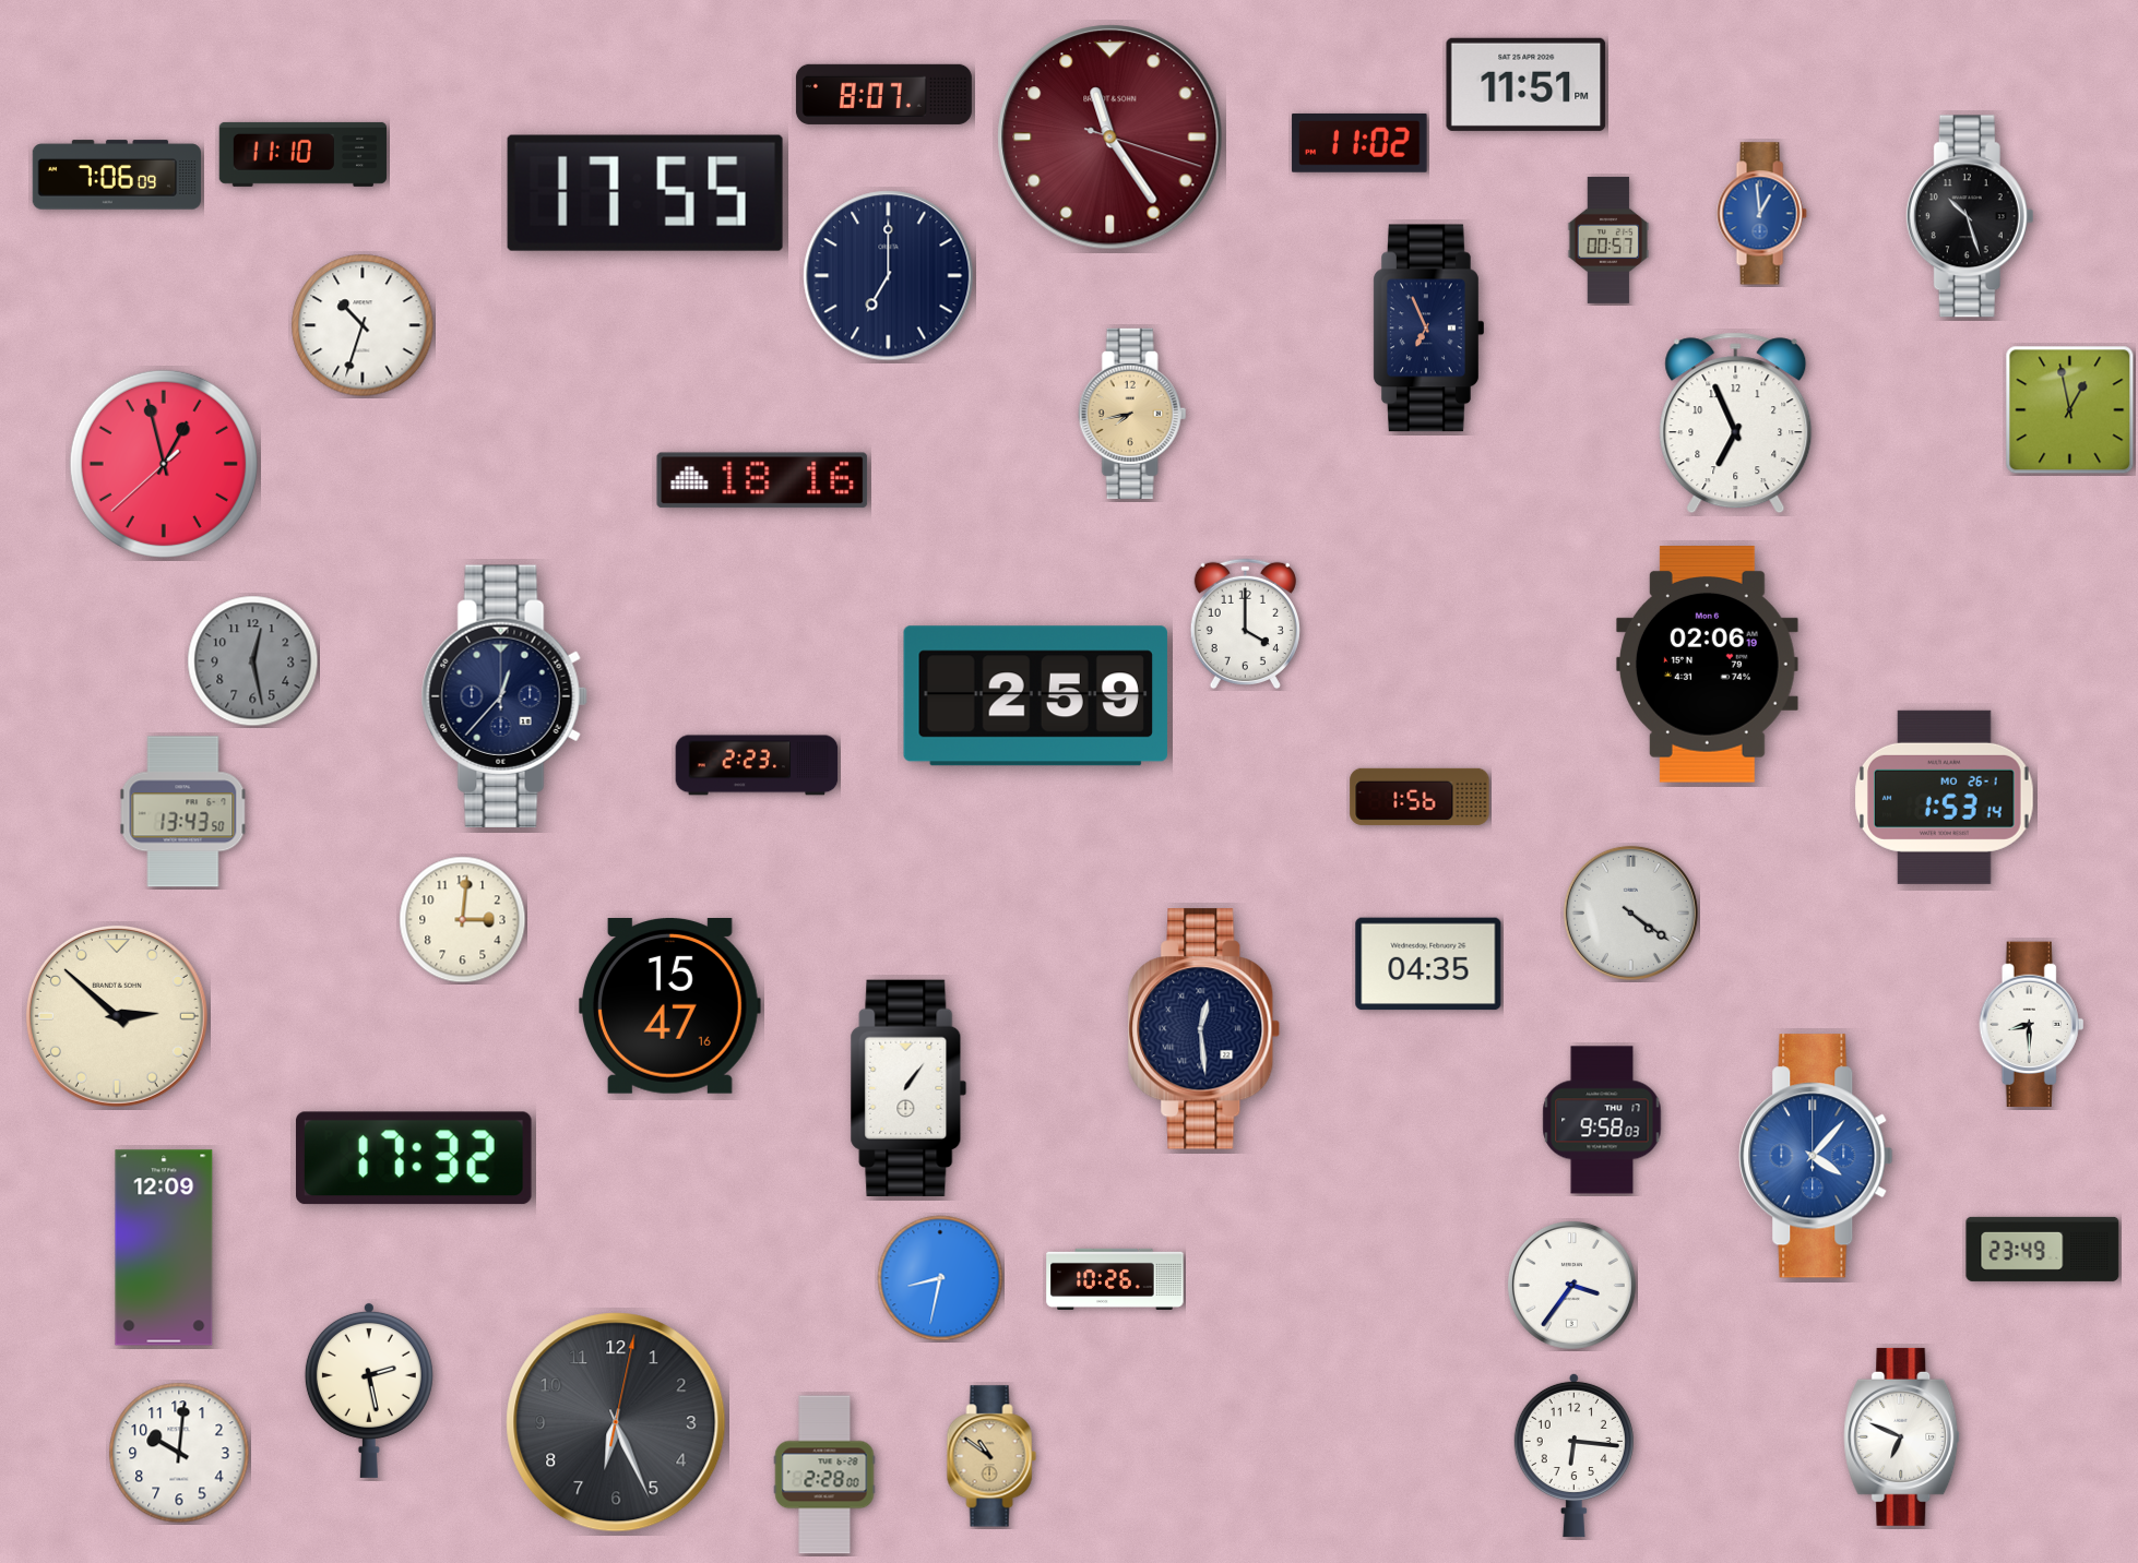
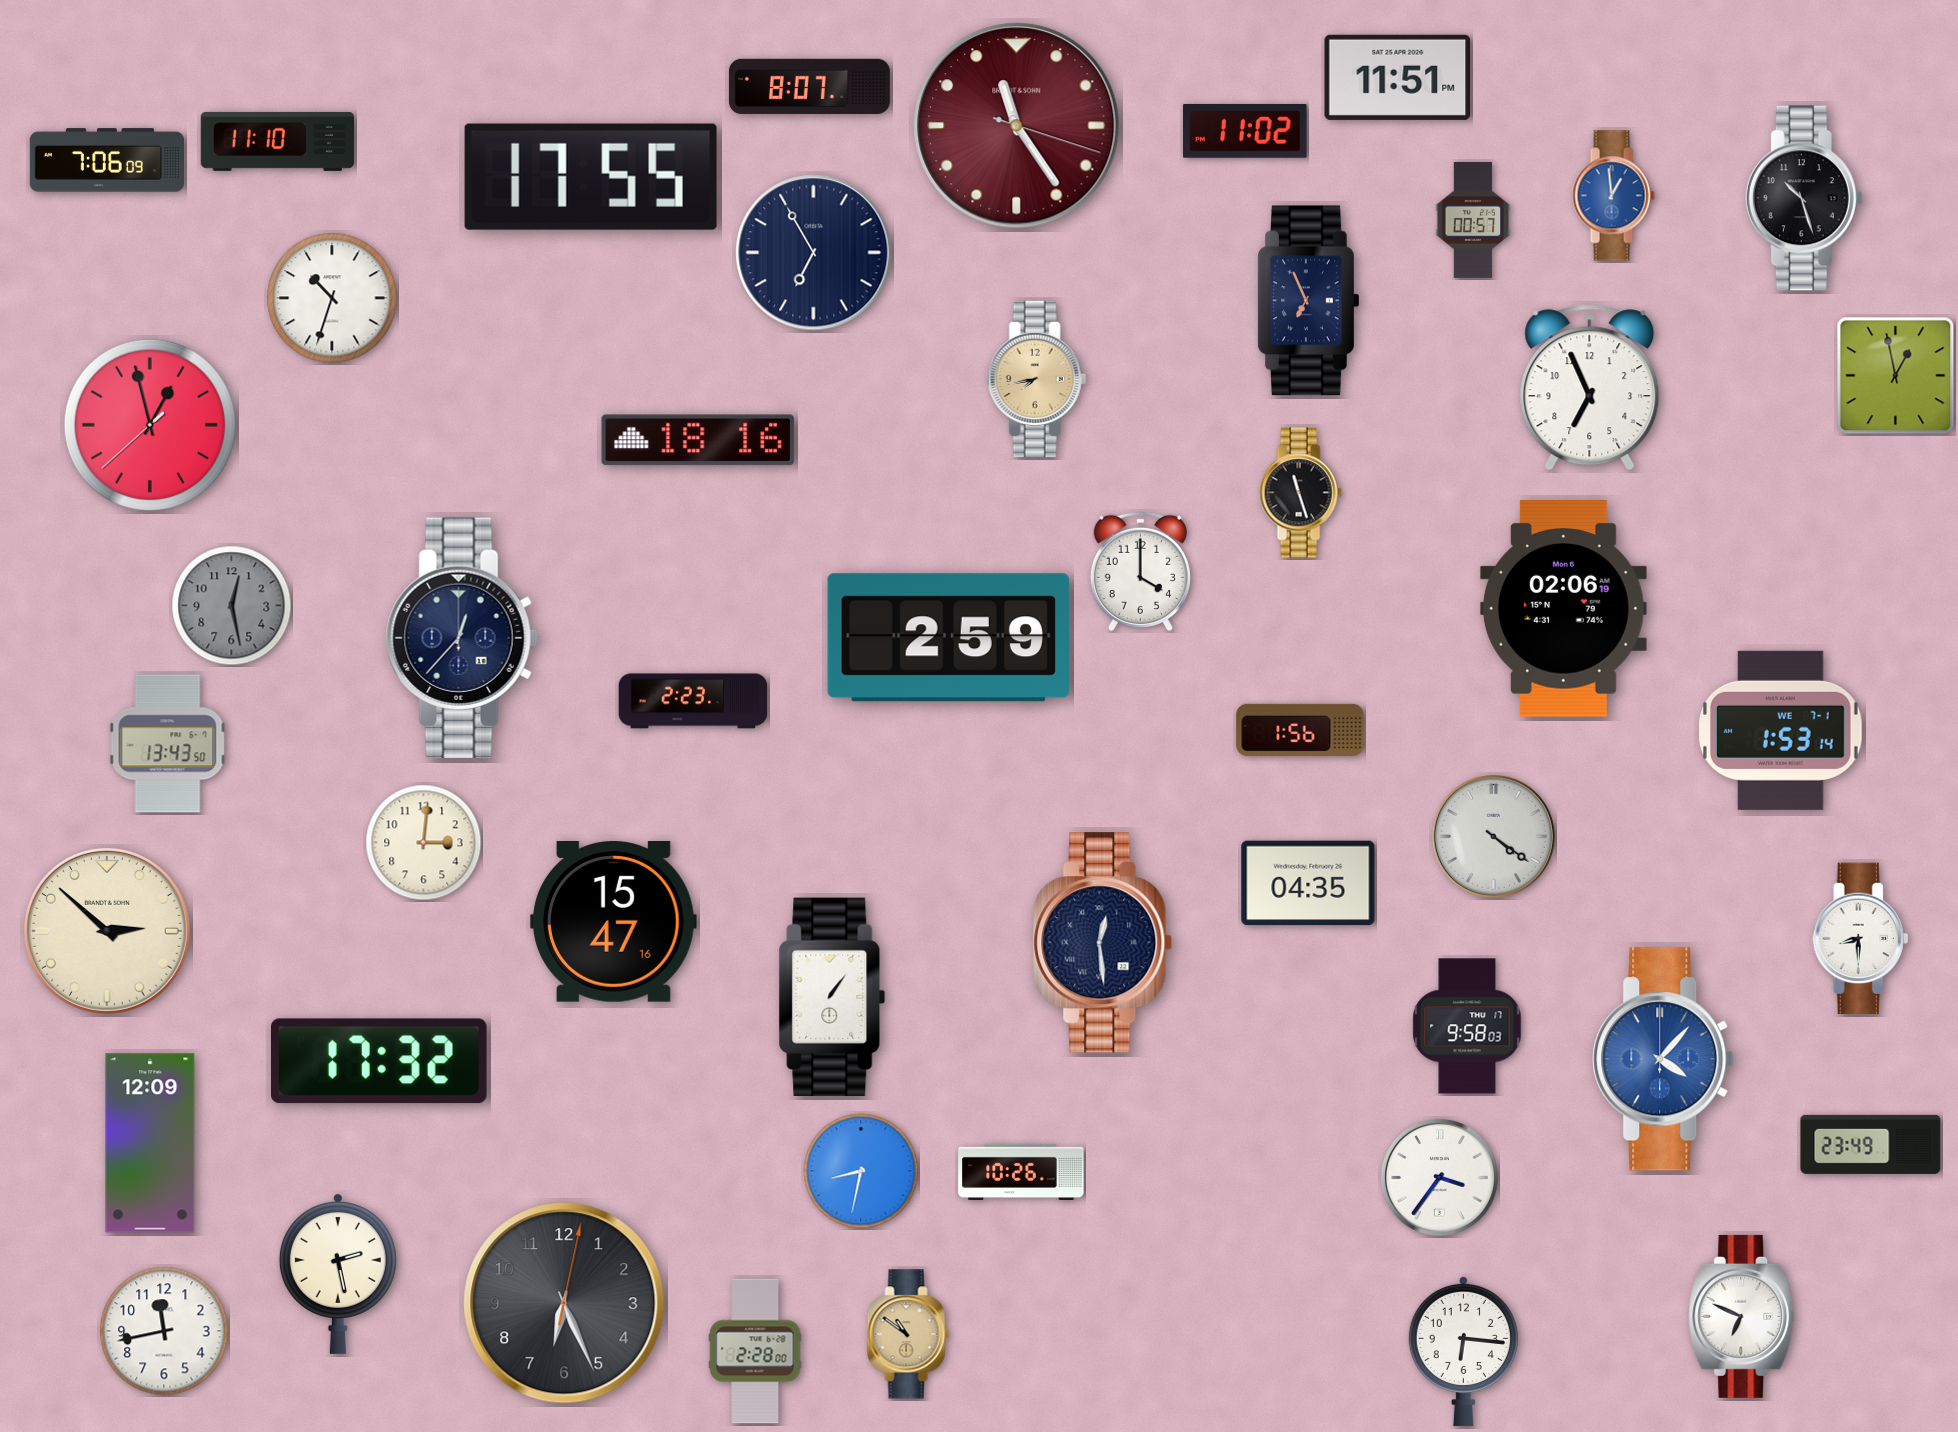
clock at (889, 276): 7:00 -> 6:55
clock at (1300, 493): none -> 11:27
clock at (1945, 797) date: MO 26-1 -> WE 7-1
clock at (179, 1453): 10:01 -> 11:43
clock at (1573, 1455) position: (1573, 1455) -> (1463, 1351)
